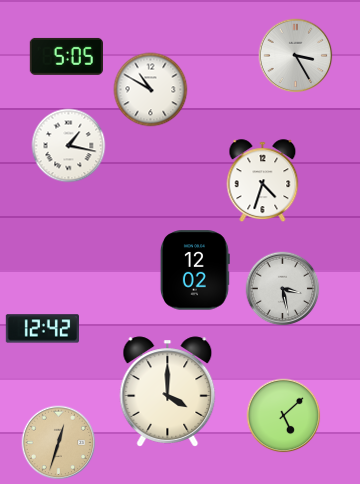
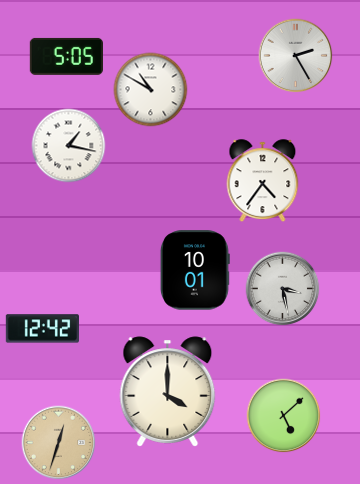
clock at (296, 56): 3:25 -> 2:25
clock at (263, 181): 4:33 -> 4:36
clock at (195, 270): 12:02 -> 10:01
